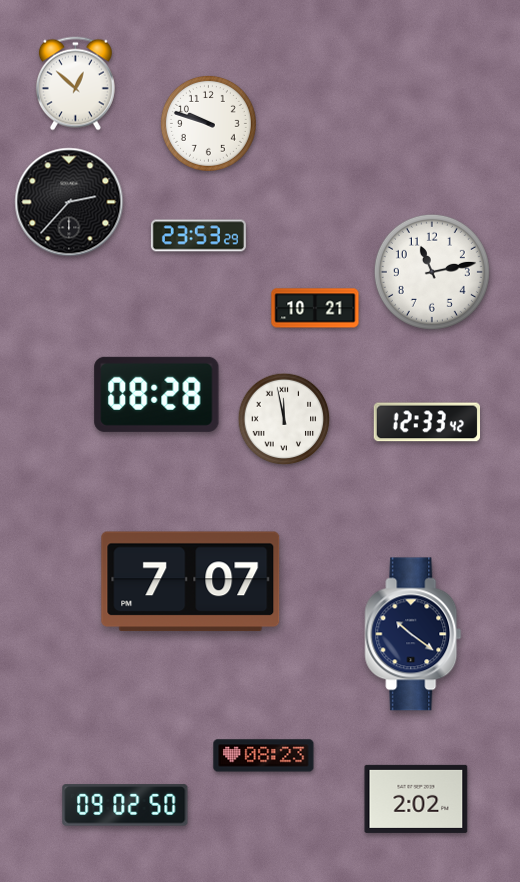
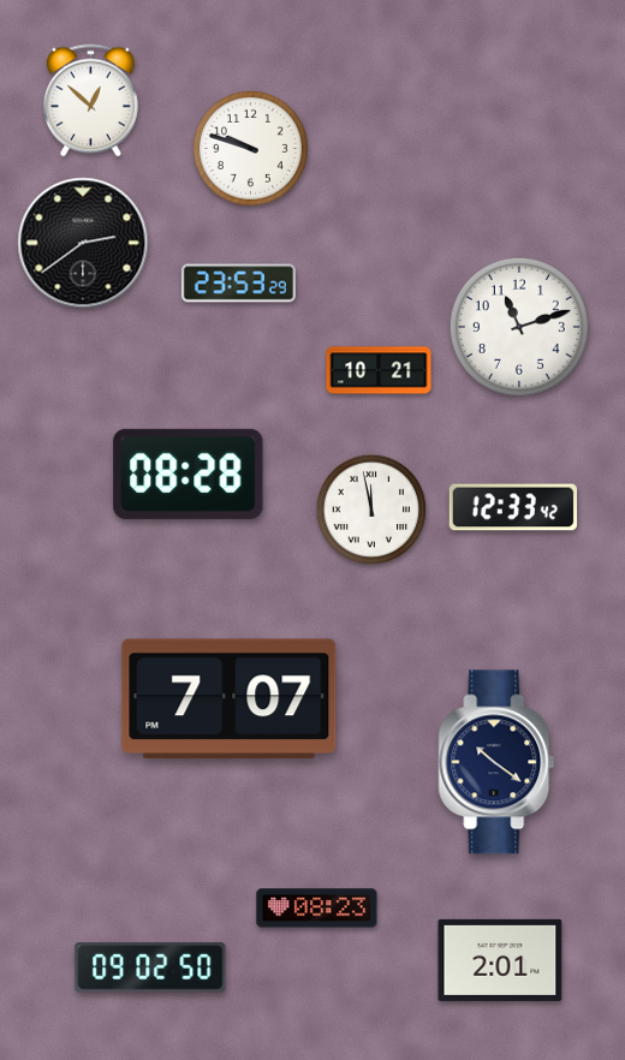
clock at (69, 202): 2:37 -> 2:39
clock at (432, 272): 11:13 -> 11:12
clock at (284, 419) position: (284, 419) -> (371, 510)
clock at (416, 799): 2:02 -> 2:01
